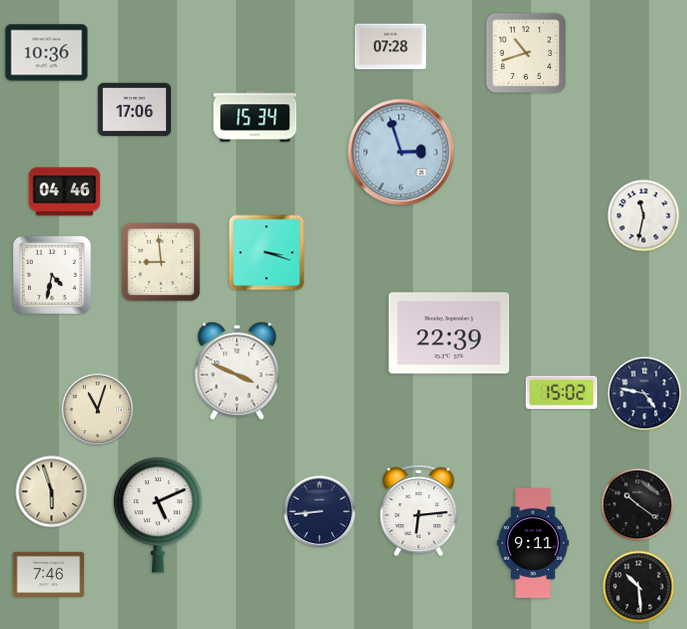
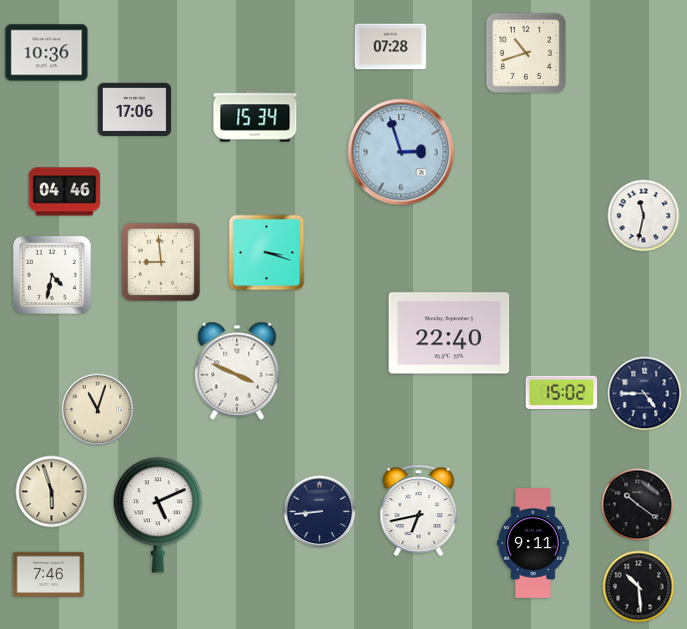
clock at (449, 333): 22:39 -> 22:40
clock at (645, 394): 4:47 -> 4:45
clock at (419, 511): 6:14 -> 6:43
